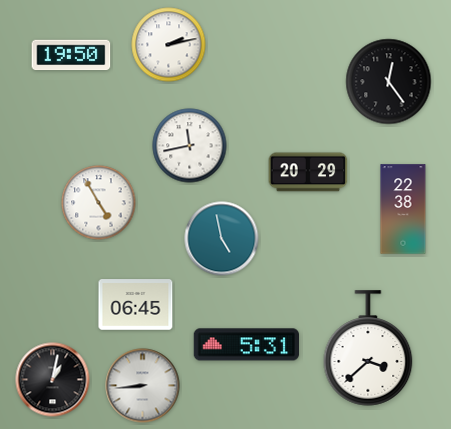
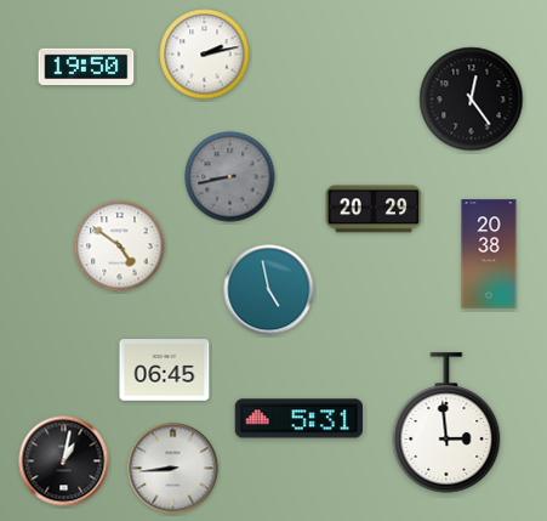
clock at (190, 146): 11:43 -> 8:43
clock at (190, 146) dial: white -> grey
clock at (99, 203): 4:55 -> 4:51
clock at (403, 209): 22:38 -> 20:38
clock at (368, 348): 3:38 -> 2:59
